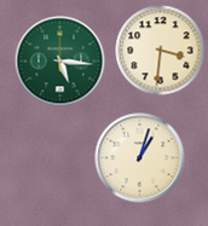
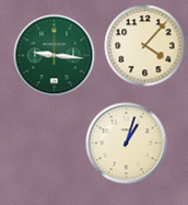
clock at (161, 51): 3:31 -> 4:07
clock at (60, 62): 5:16 -> 9:16
